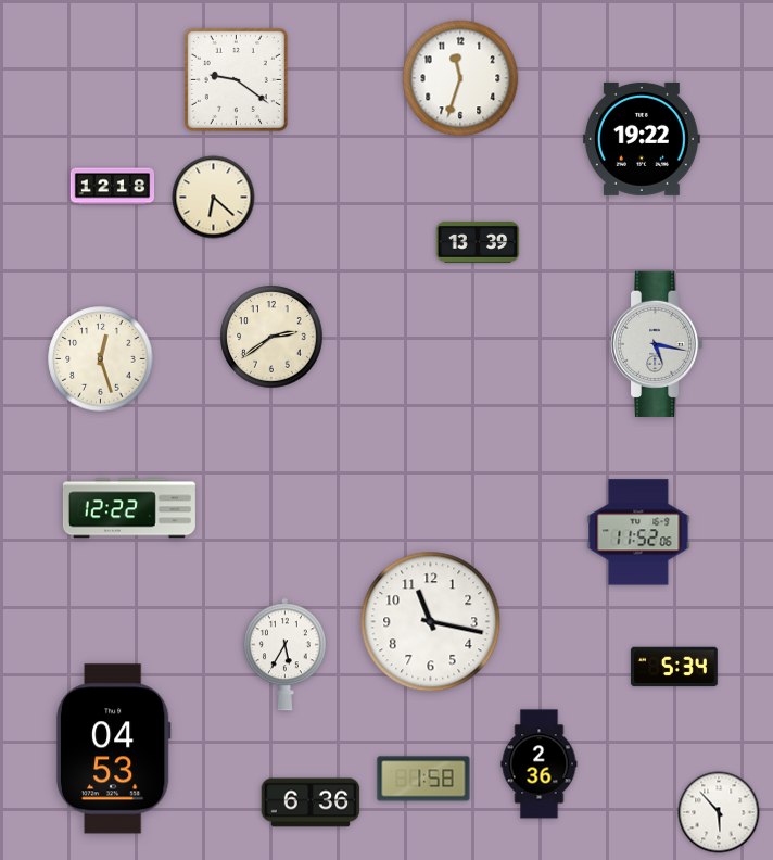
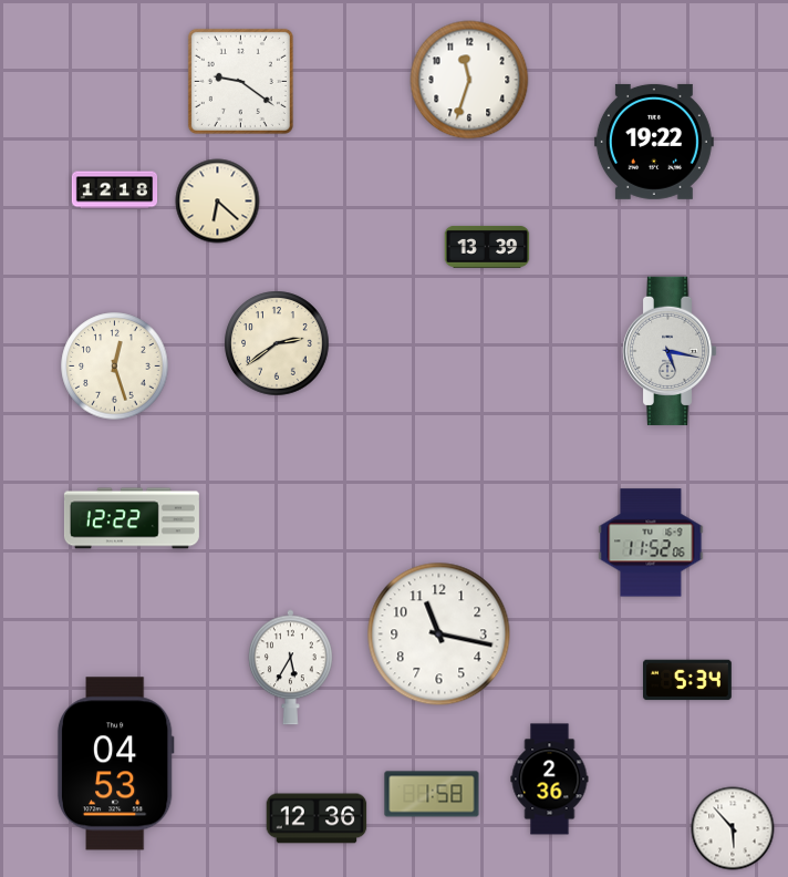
clock at (101, 359) position: (101, 359) -> (115, 367)
clock at (311, 802): 6:36 -> 12:36
